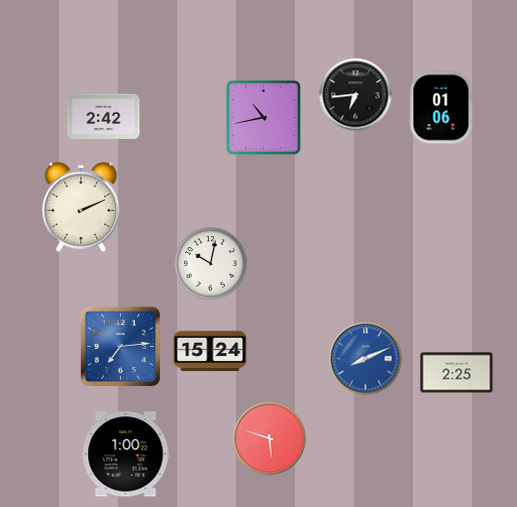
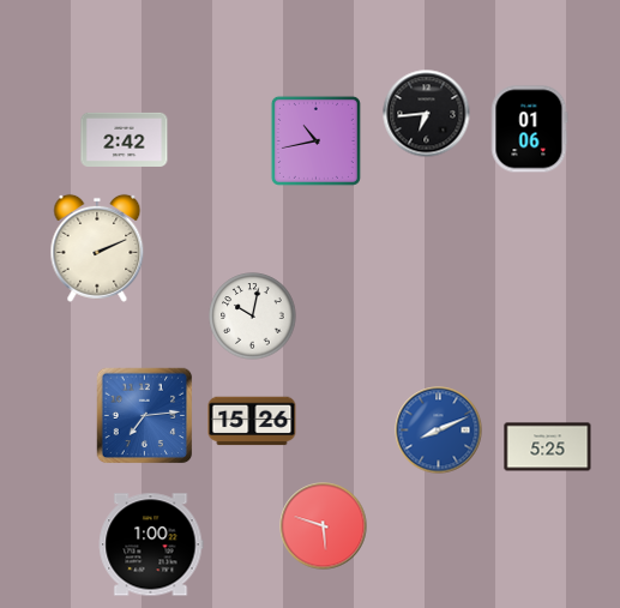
clock at (210, 351): 15:24 -> 15:26
clock at (457, 373): 2:25 -> 5:25
